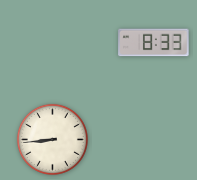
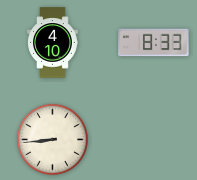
clock at (53, 43): none -> 4:10
